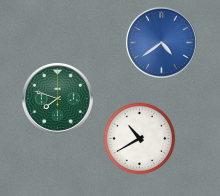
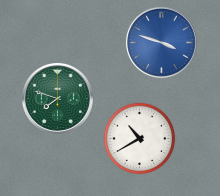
clock at (161, 42): 4:39 -> 3:48
